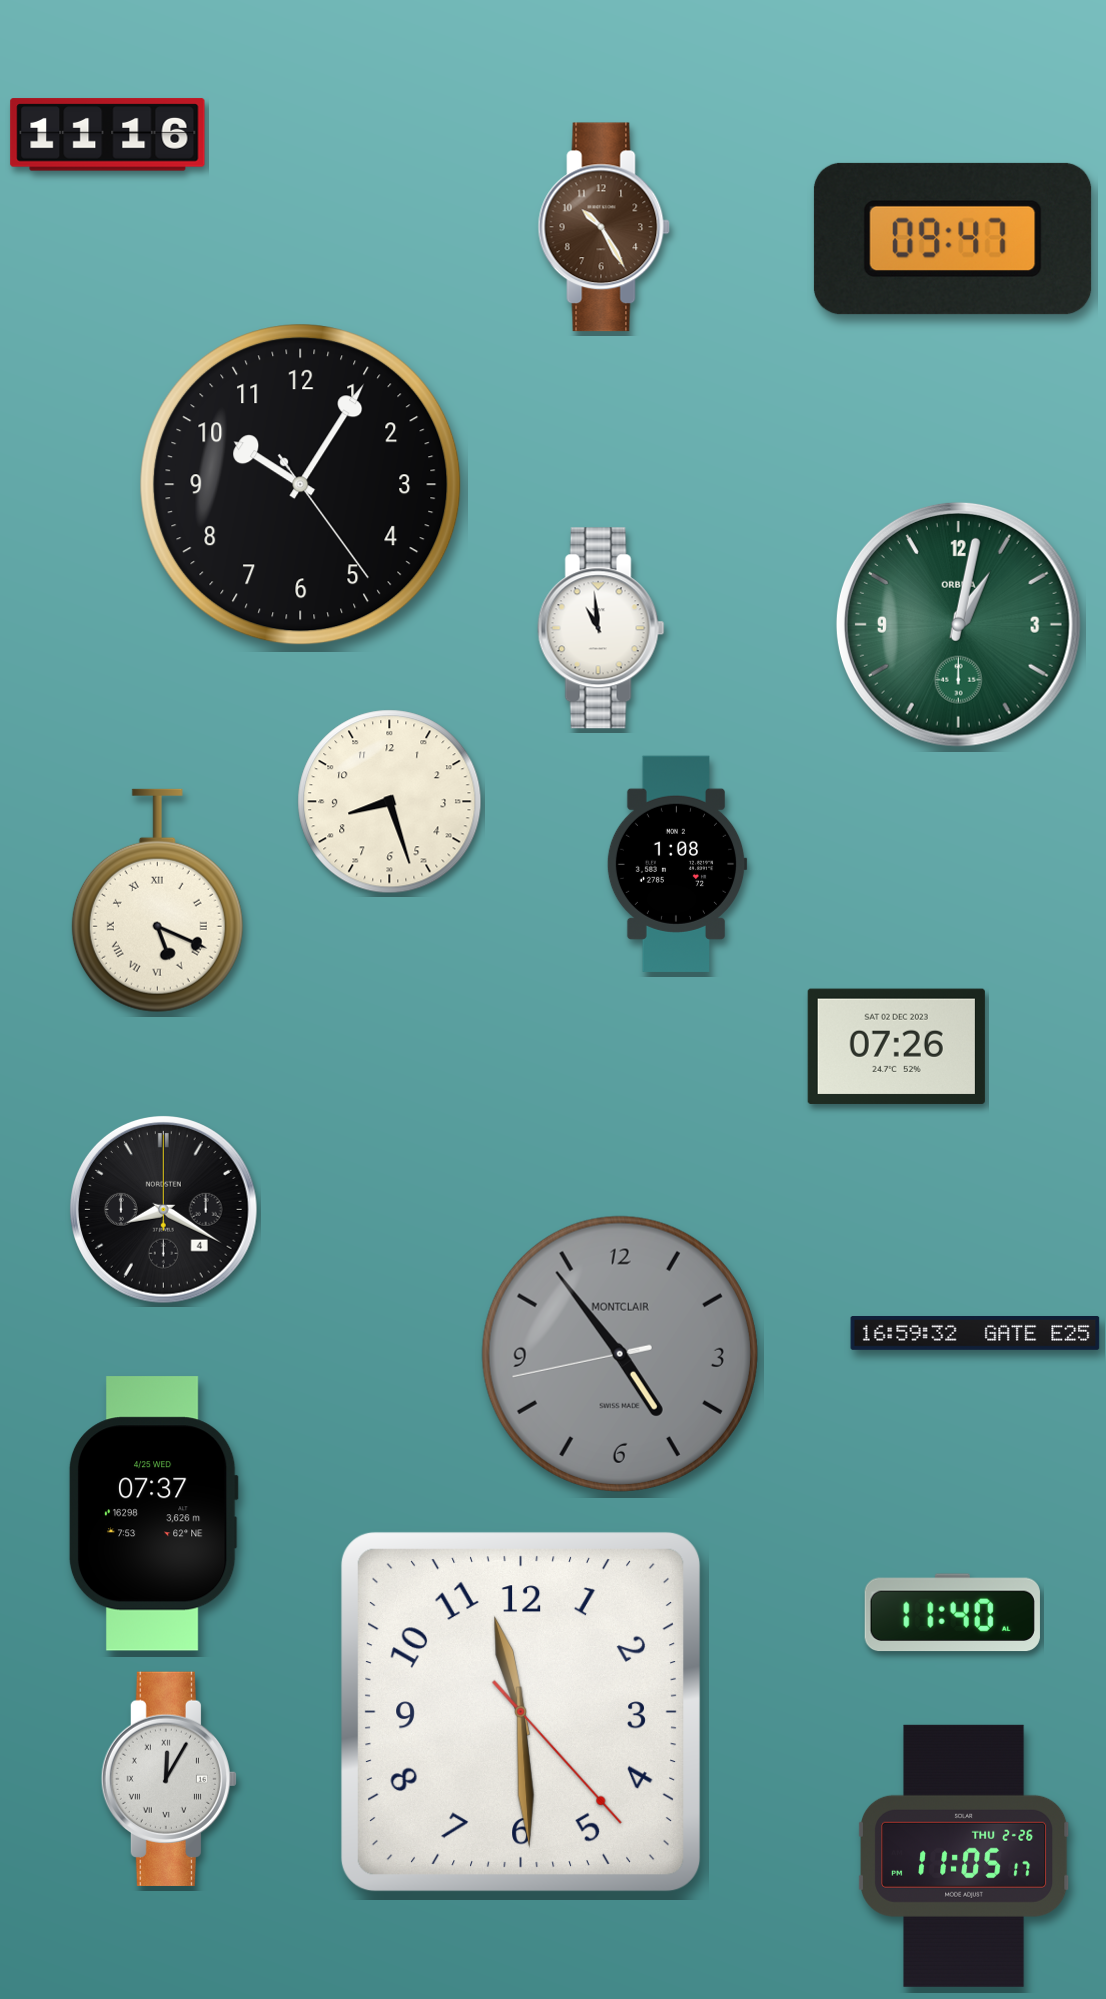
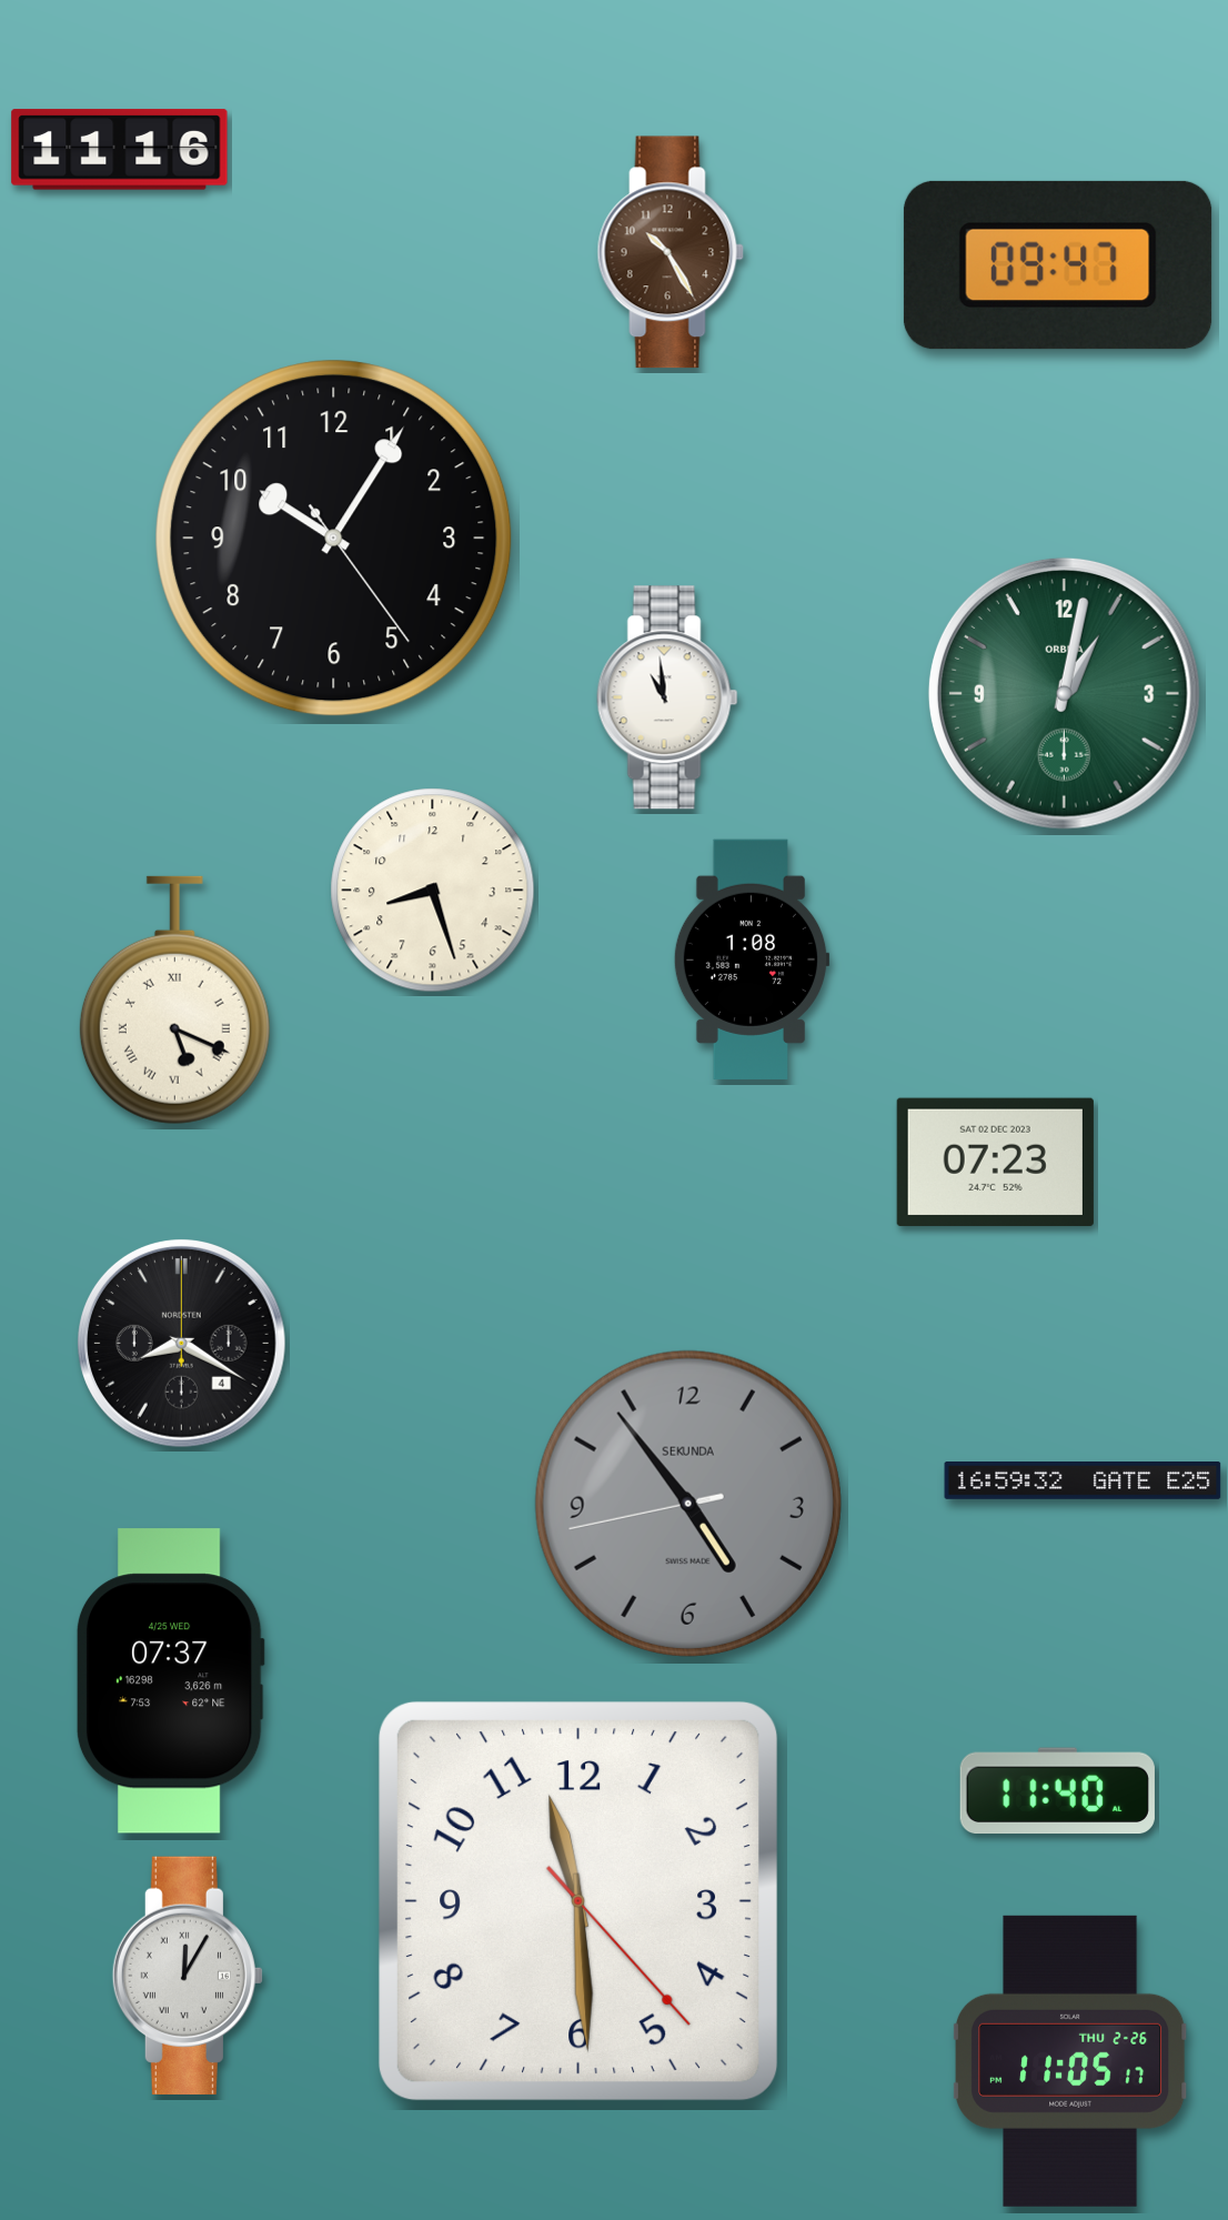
clock at (896, 1046): 07:26 -> 07:23
clock at (620, 1354) brand: MONTCLAIR -> SEKUNDA
